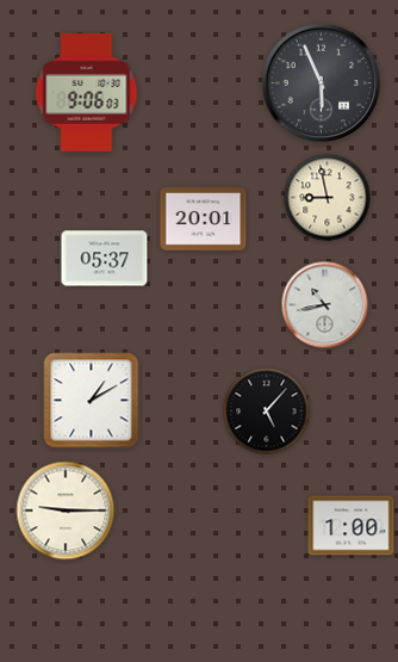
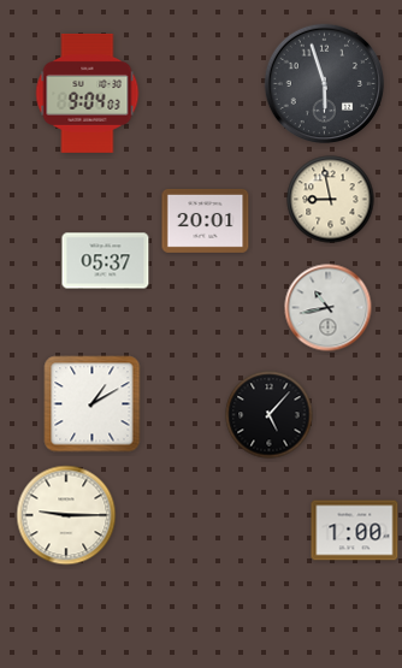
clock at (322, 83): 5:56 -> 5:57
clock at (87, 92): 9:06 -> 9:04
